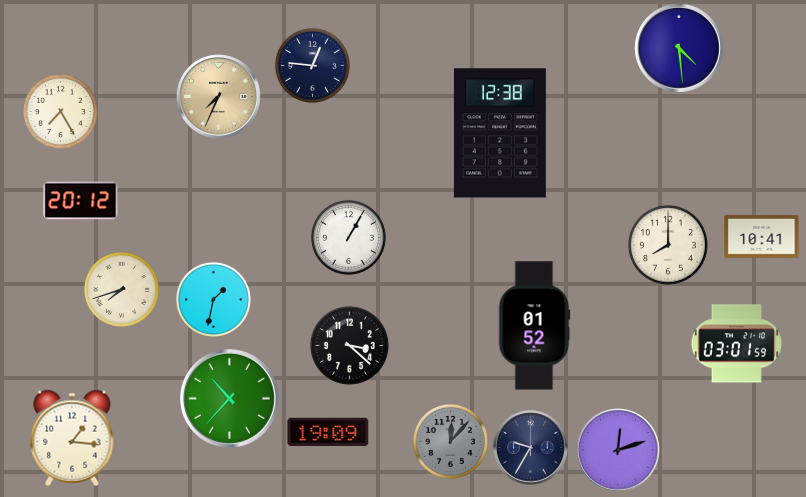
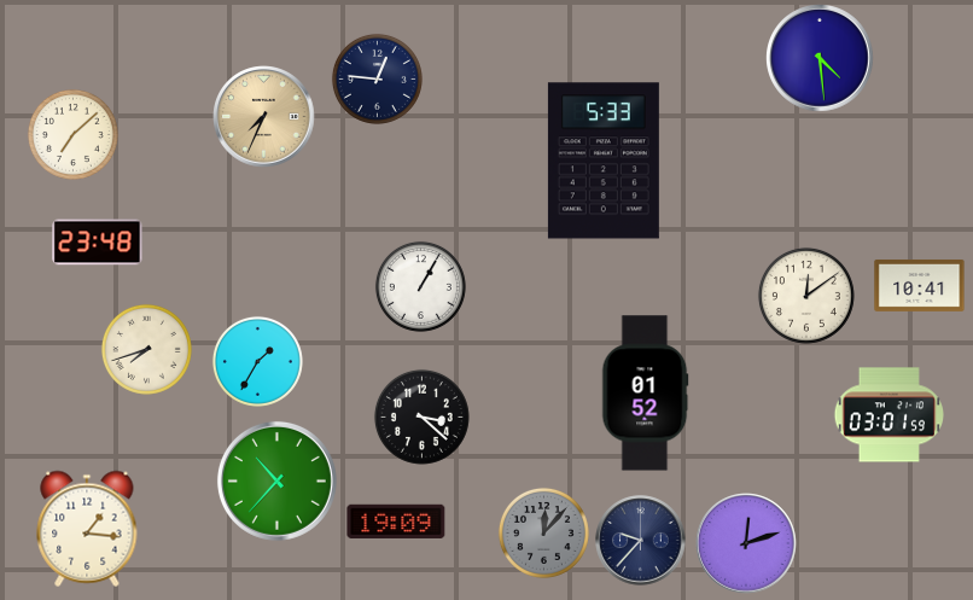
clock at (60, 111): 7:25 -> 7:08
clock at (500, 133): 12:38 -> 5:33
clock at (81, 201): 20:12 -> 23:48
clock at (668, 245): 8:00 -> 12:09
clock at (213, 299): 1:32 -> 1:35
clock at (531, 448): 9:35 -> 9:37
